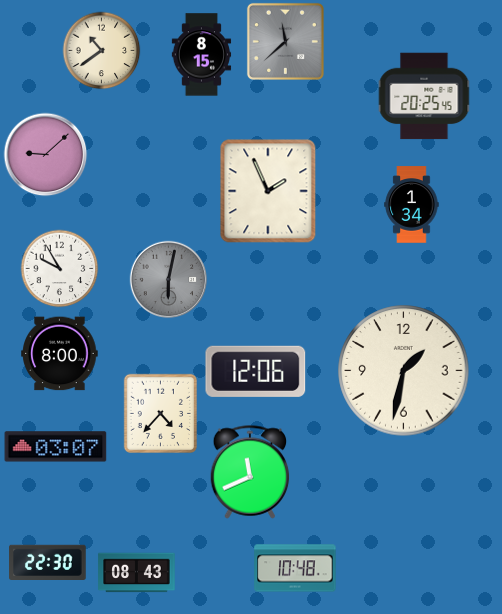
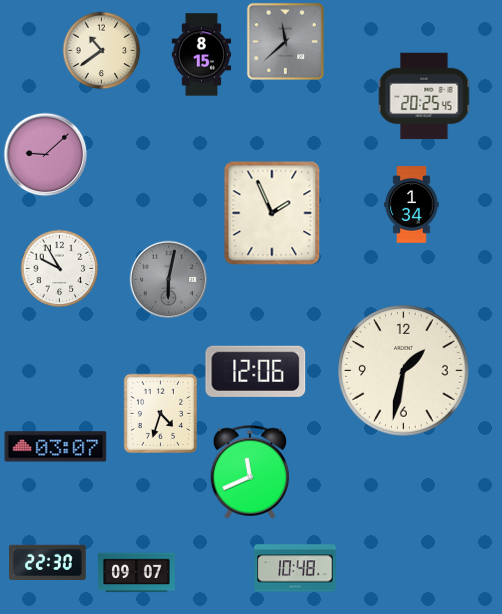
clock at (268, 191) position: (268, 191) -> (272, 213)
clock at (60, 354): 8:00 -> none
clock at (160, 413): 4:37 -> 4:33
clock at (137, 573): 08:43 -> 09:07
